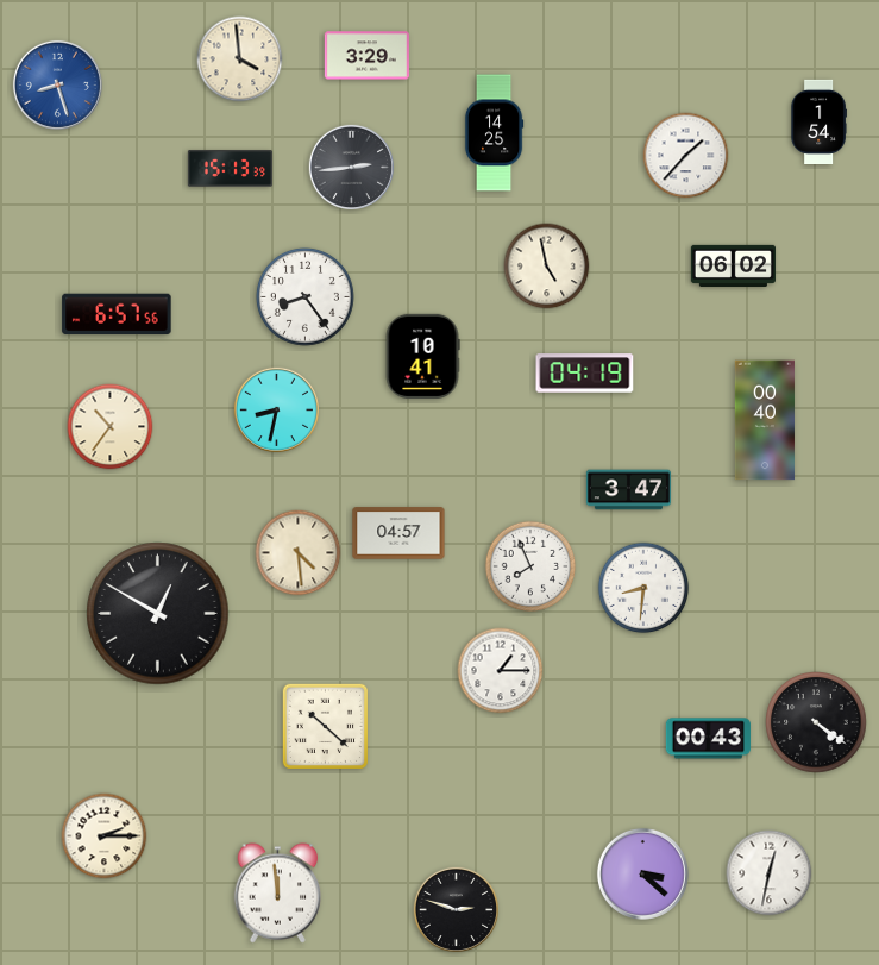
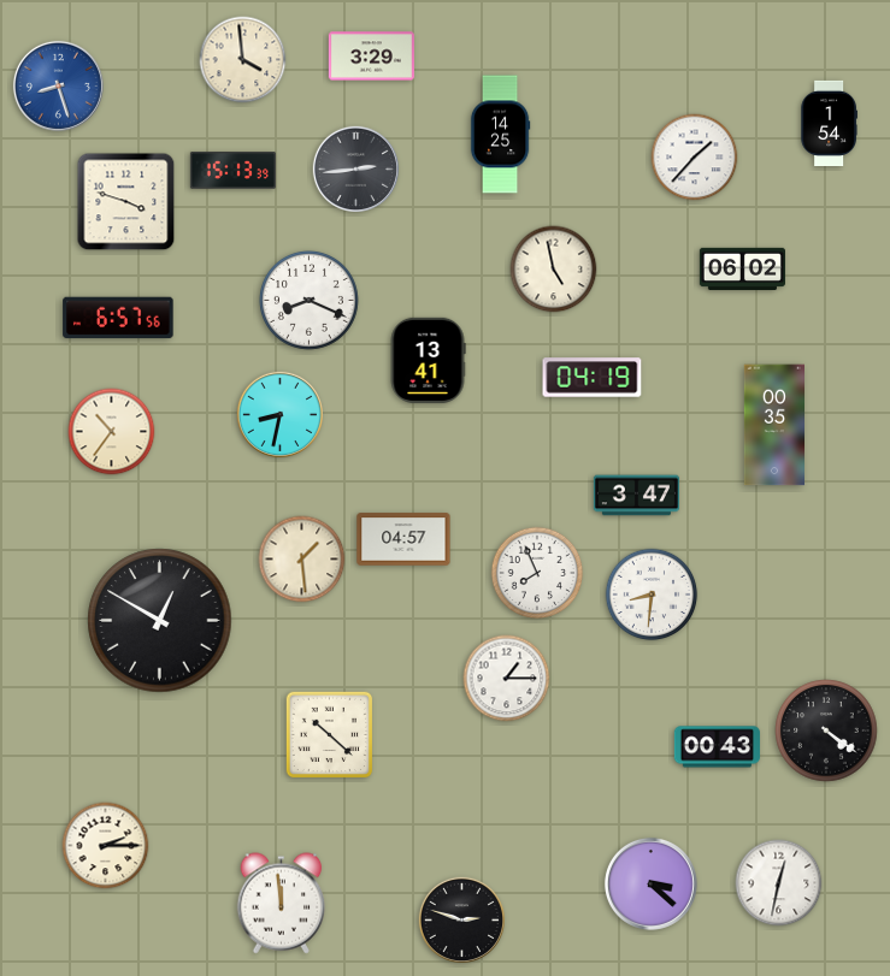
clock at (126, 202): none -> 3:48
clock at (304, 296): 8:24 -> 8:19
clock at (422, 356): 10:41 -> 13:41
clock at (764, 420): 00:40 -> 00:35
clock at (299, 553): 4:29 -> 1:29
